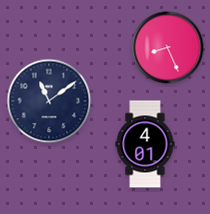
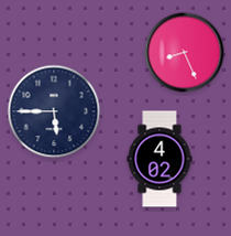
clock at (49, 101): 11:09 -> 5:45
clock at (145, 144): 4:01 -> 4:02
